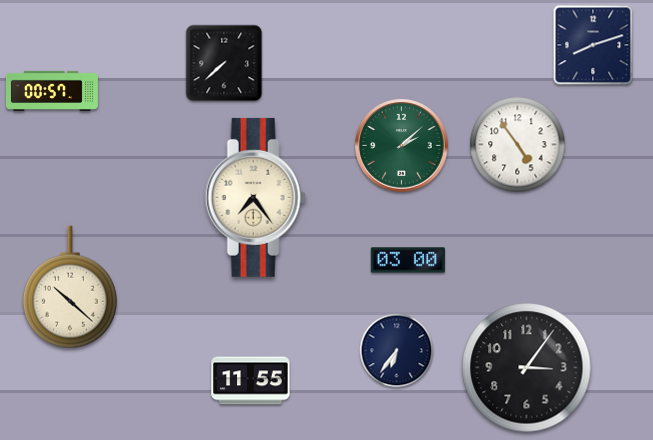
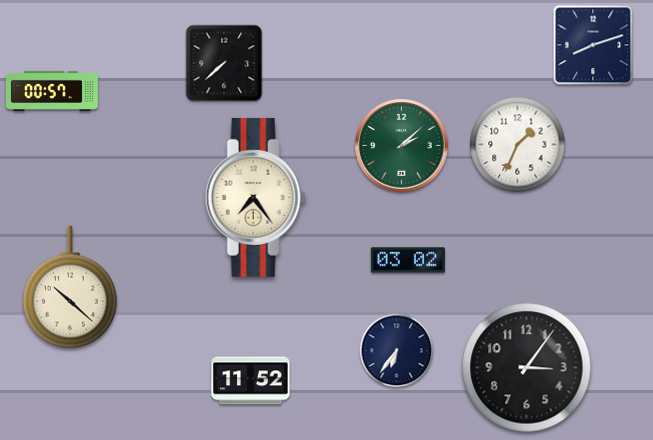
clock at (518, 145): 4:54 -> 1:34
clock at (408, 260): 03:00 -> 03:02
clock at (251, 381): 11:55 -> 11:52
